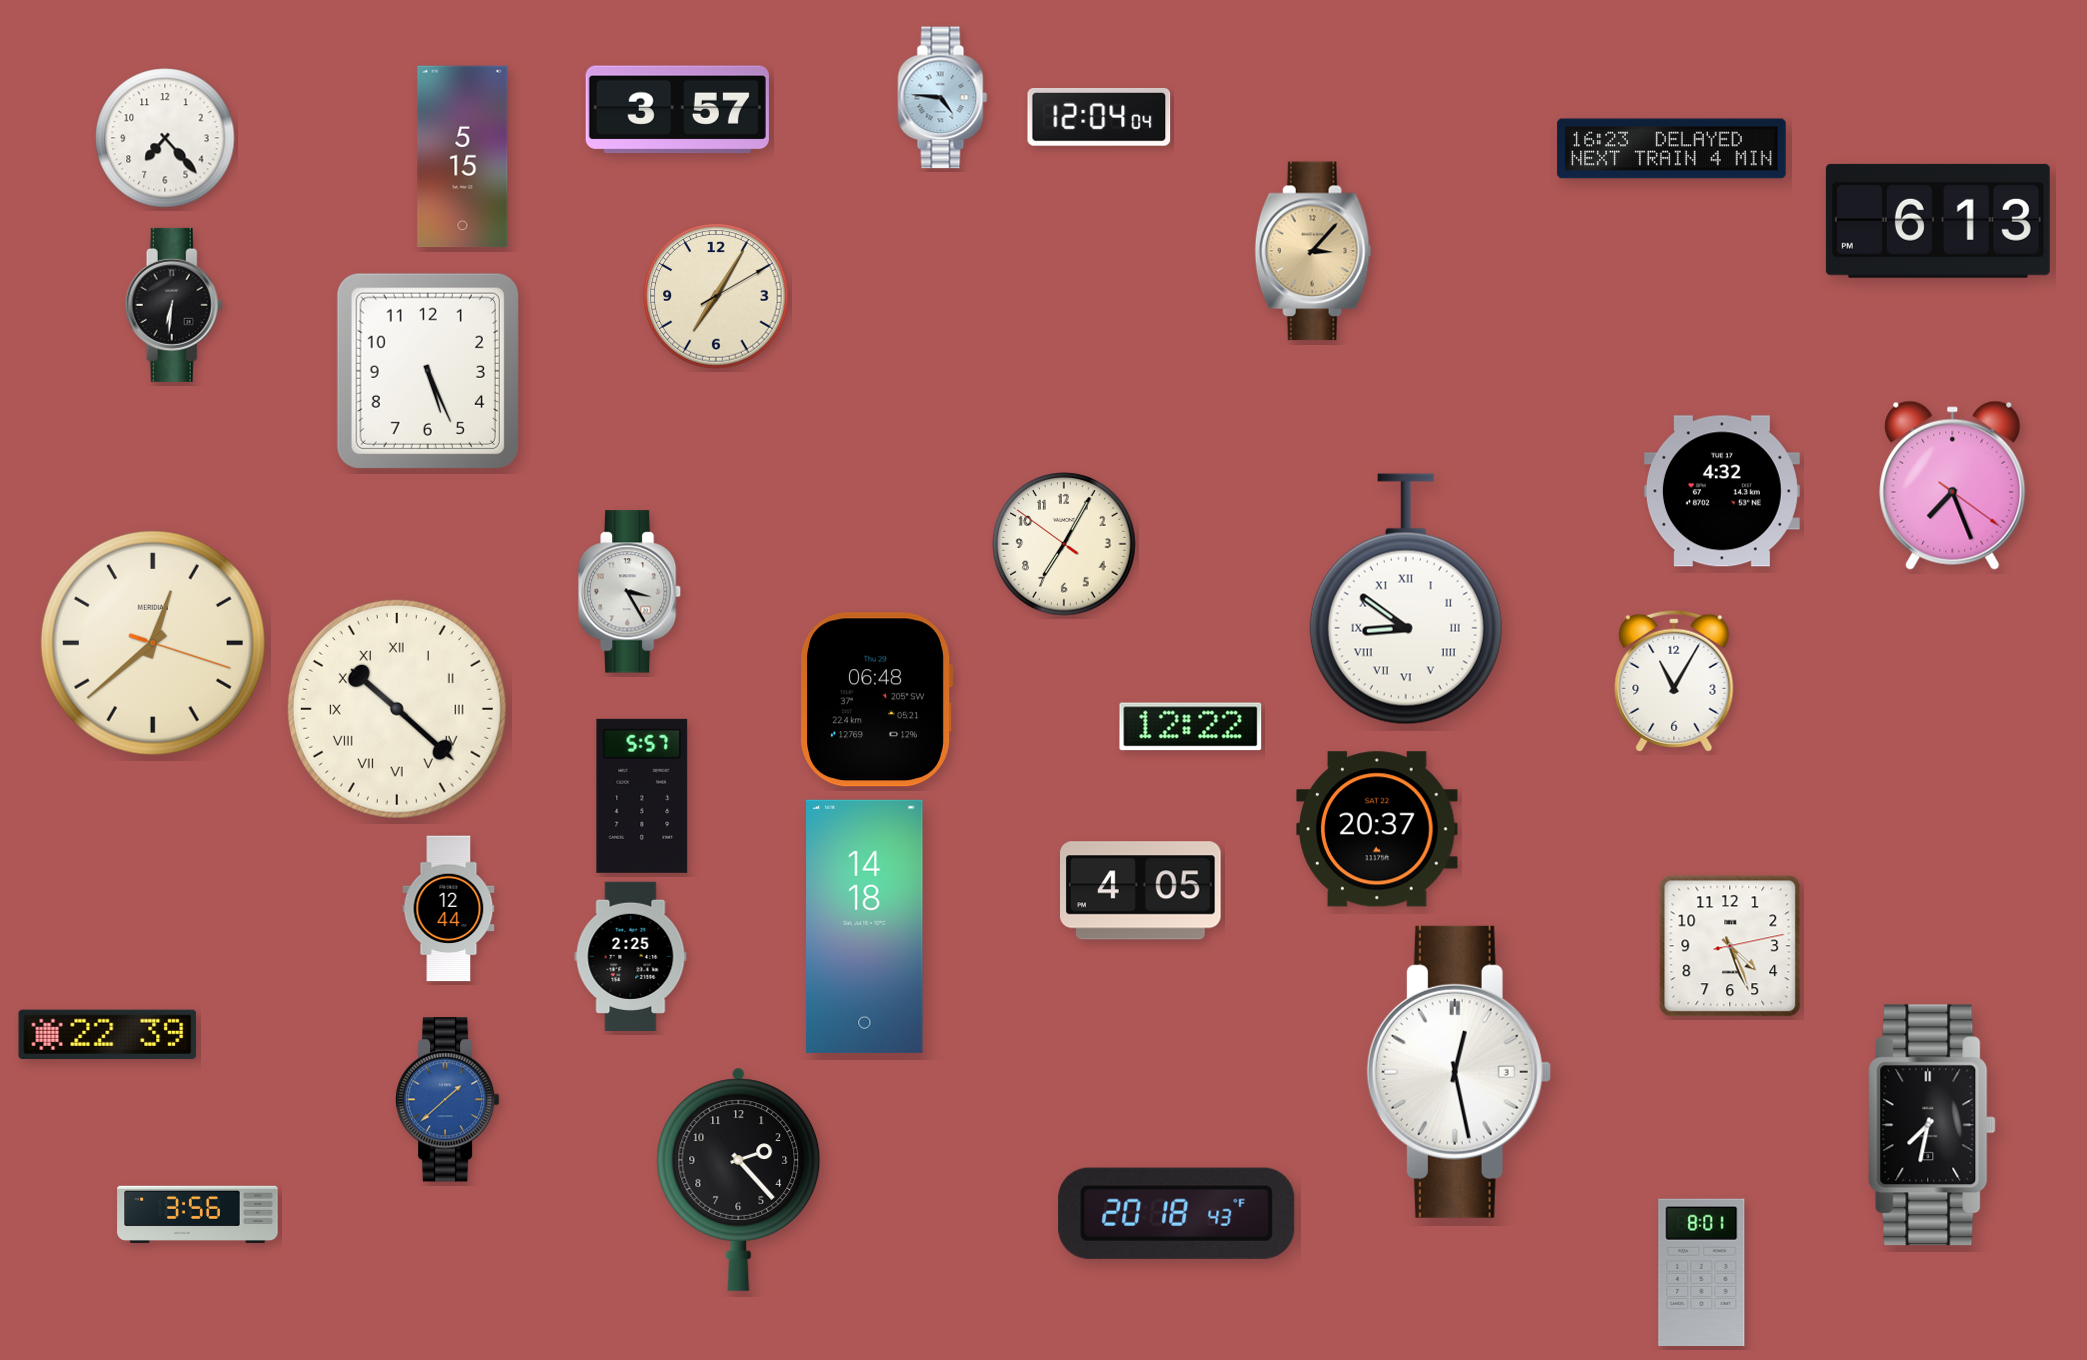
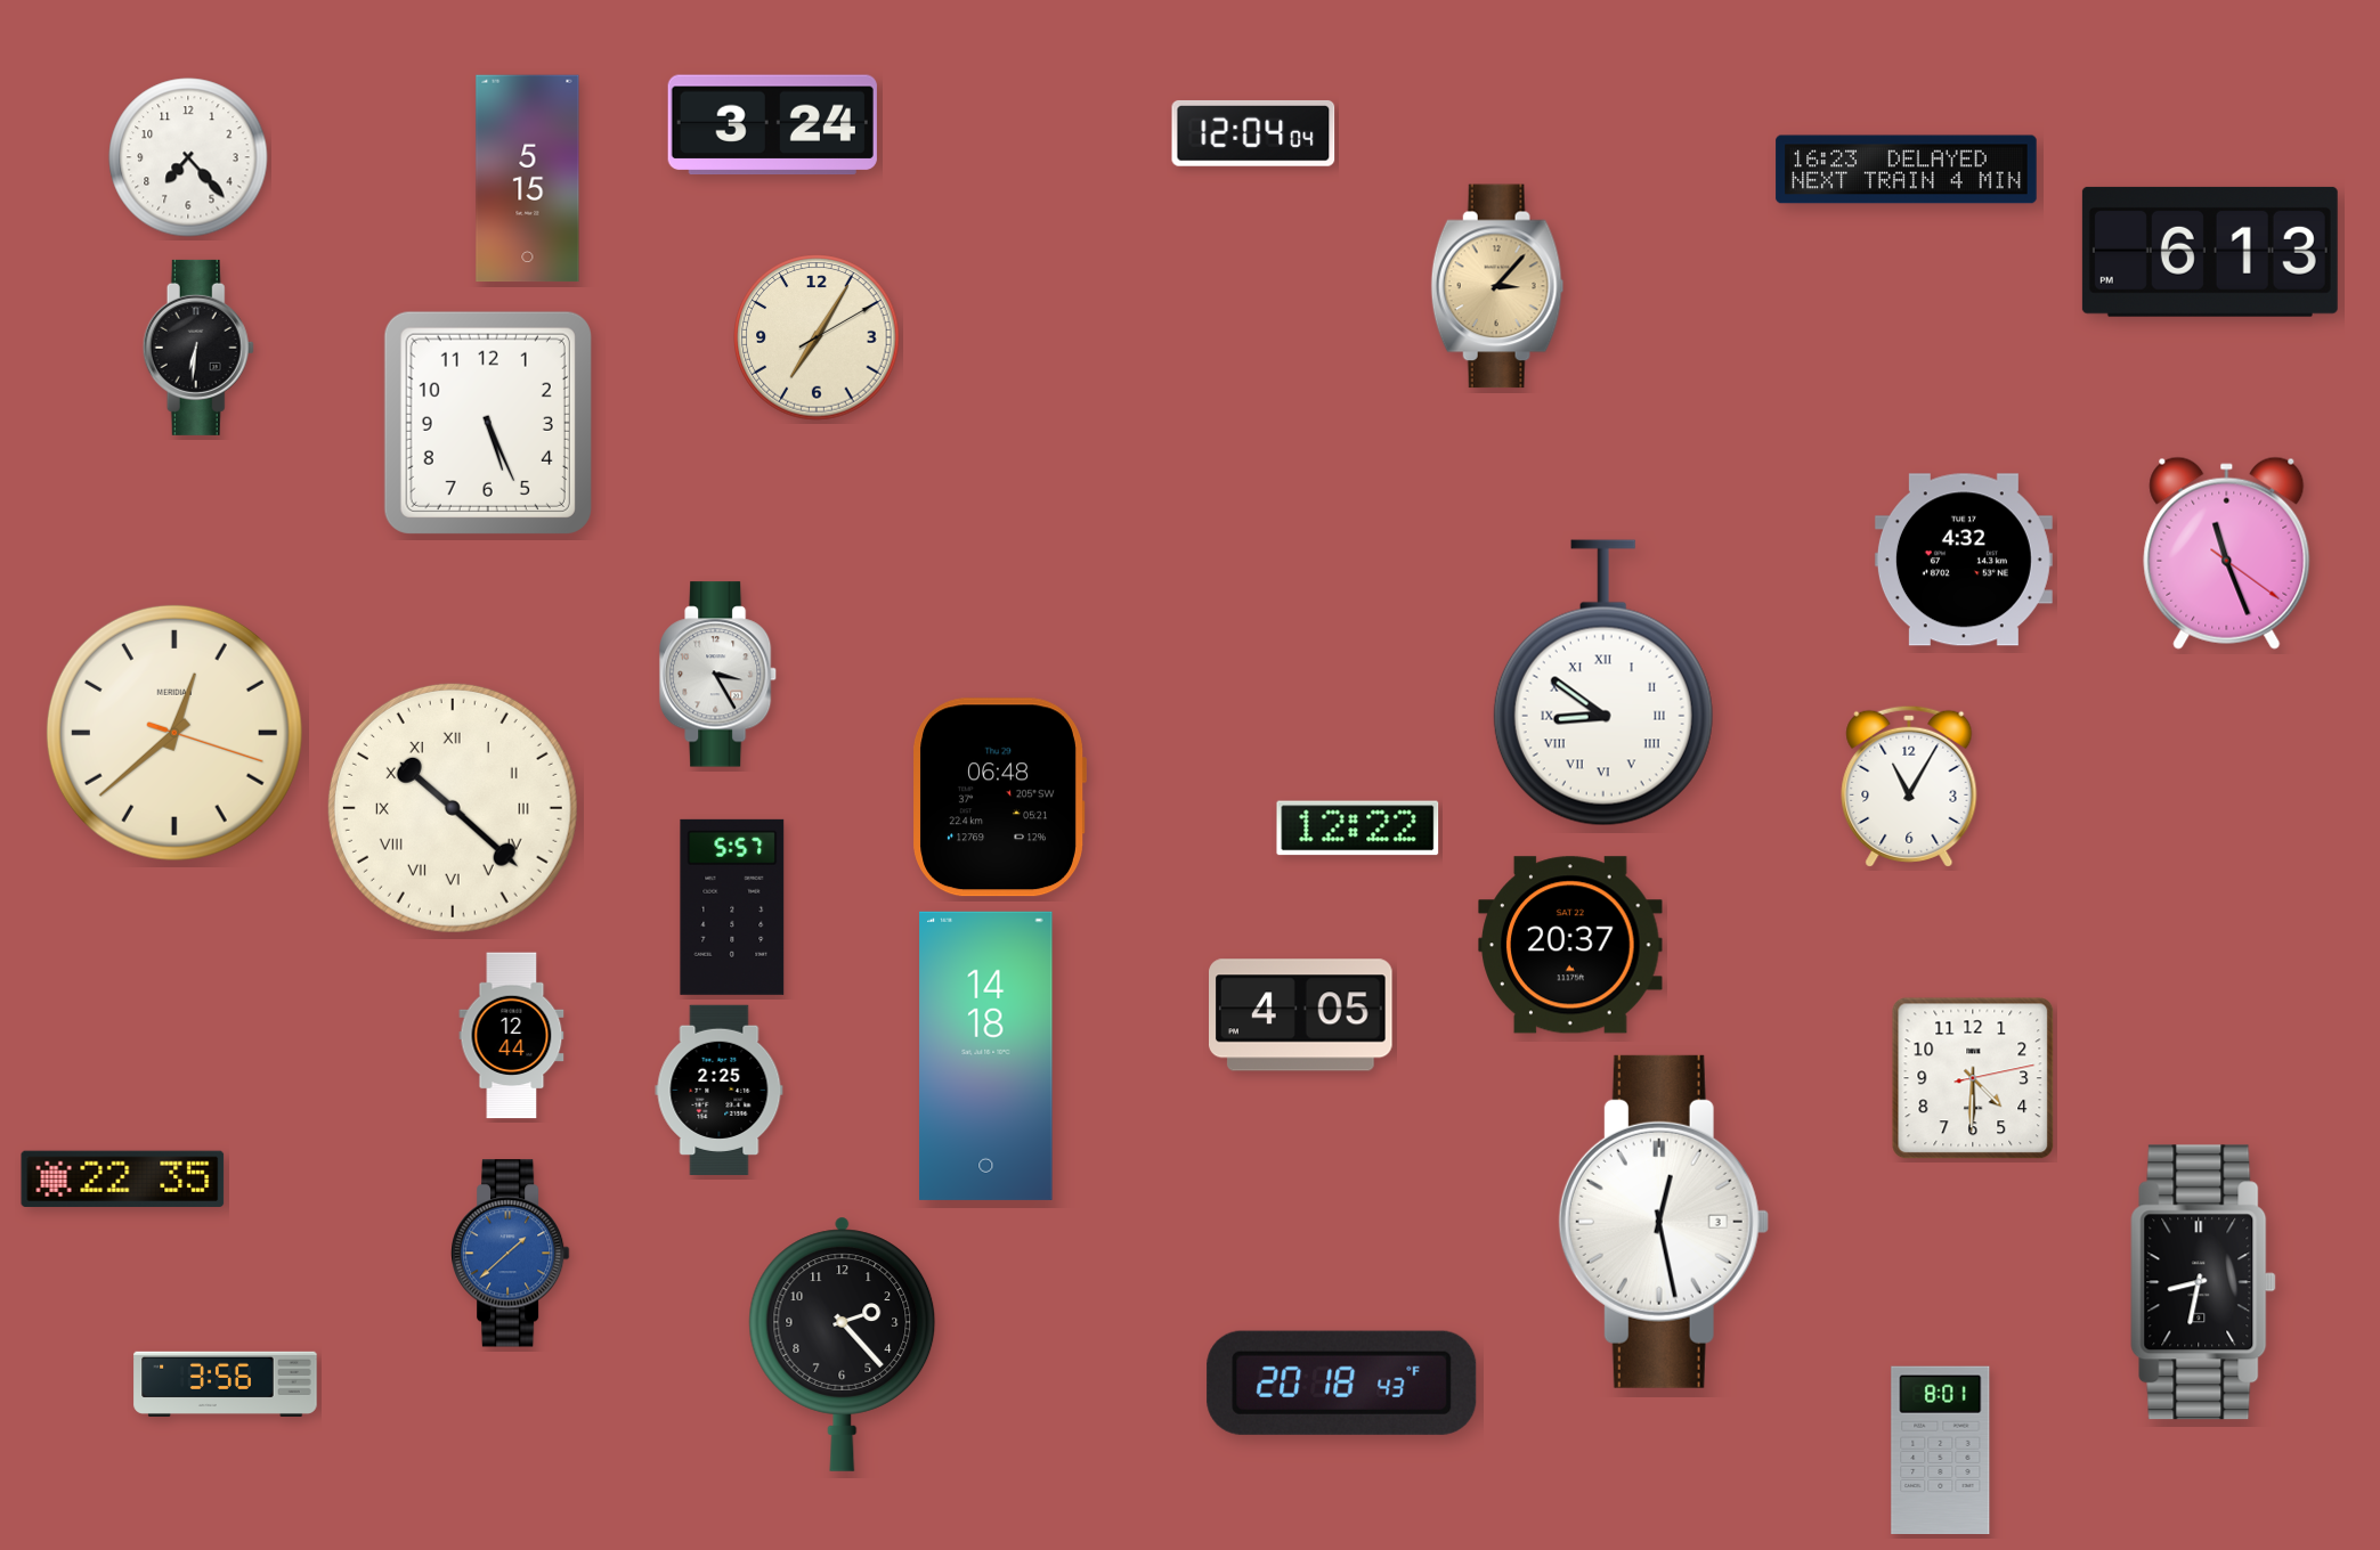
clock at (943, 98): 4:46 -> none
clock at (677, 110): 3:57 -> 3:24
clock at (1953, 485): 7:26 -> 11:26
clock at (1064, 544): 7:04 -> none
clock at (1674, 681) position: (1674, 681) -> (1909, 786)
clock at (1730, 946): 4:26 -> 4:30
clock at (108, 1034): 22:39 -> 22:35
clock at (1932, 1125): 7:32 -> 8:32
